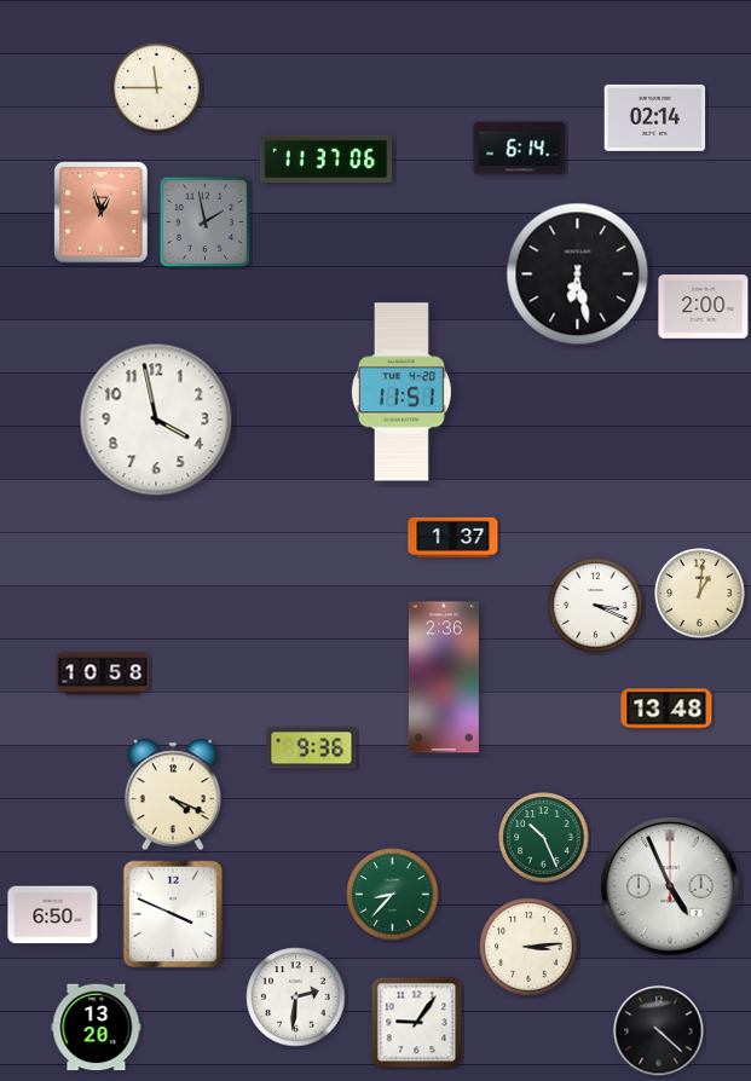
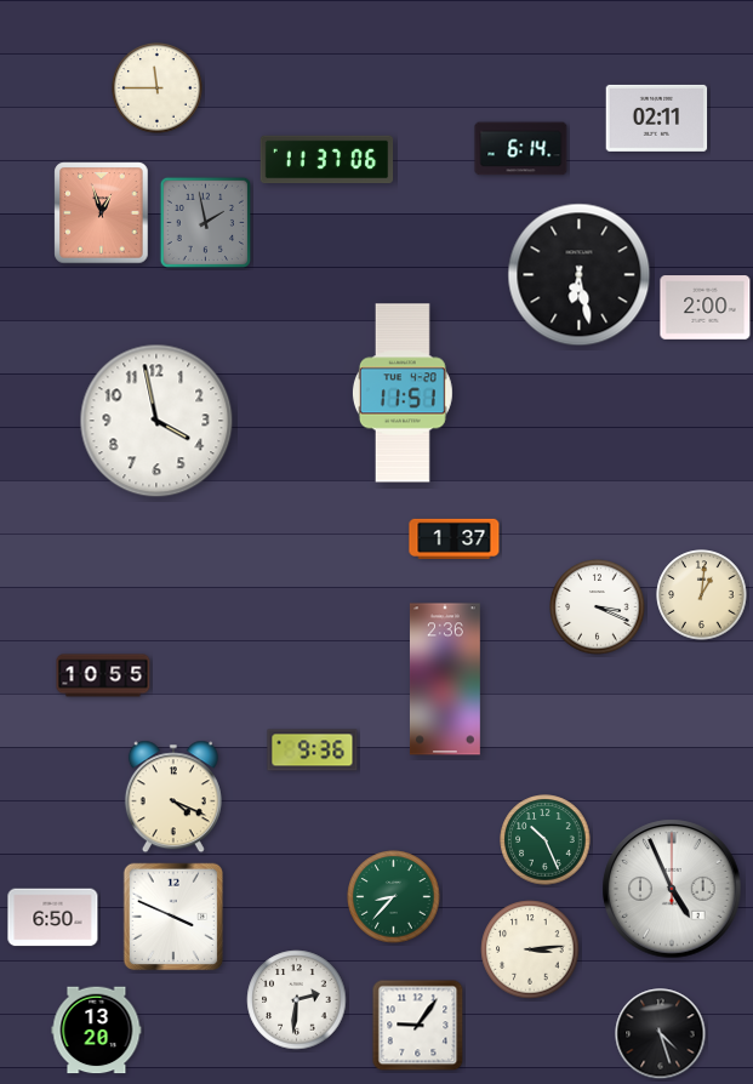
clock at (655, 117): 02:14 -> 02:11
clock at (103, 674): 10:58 -> 10:55
clock at (666, 709): 13:48 -> none
clock at (659, 1031): 4:22 -> 4:27
